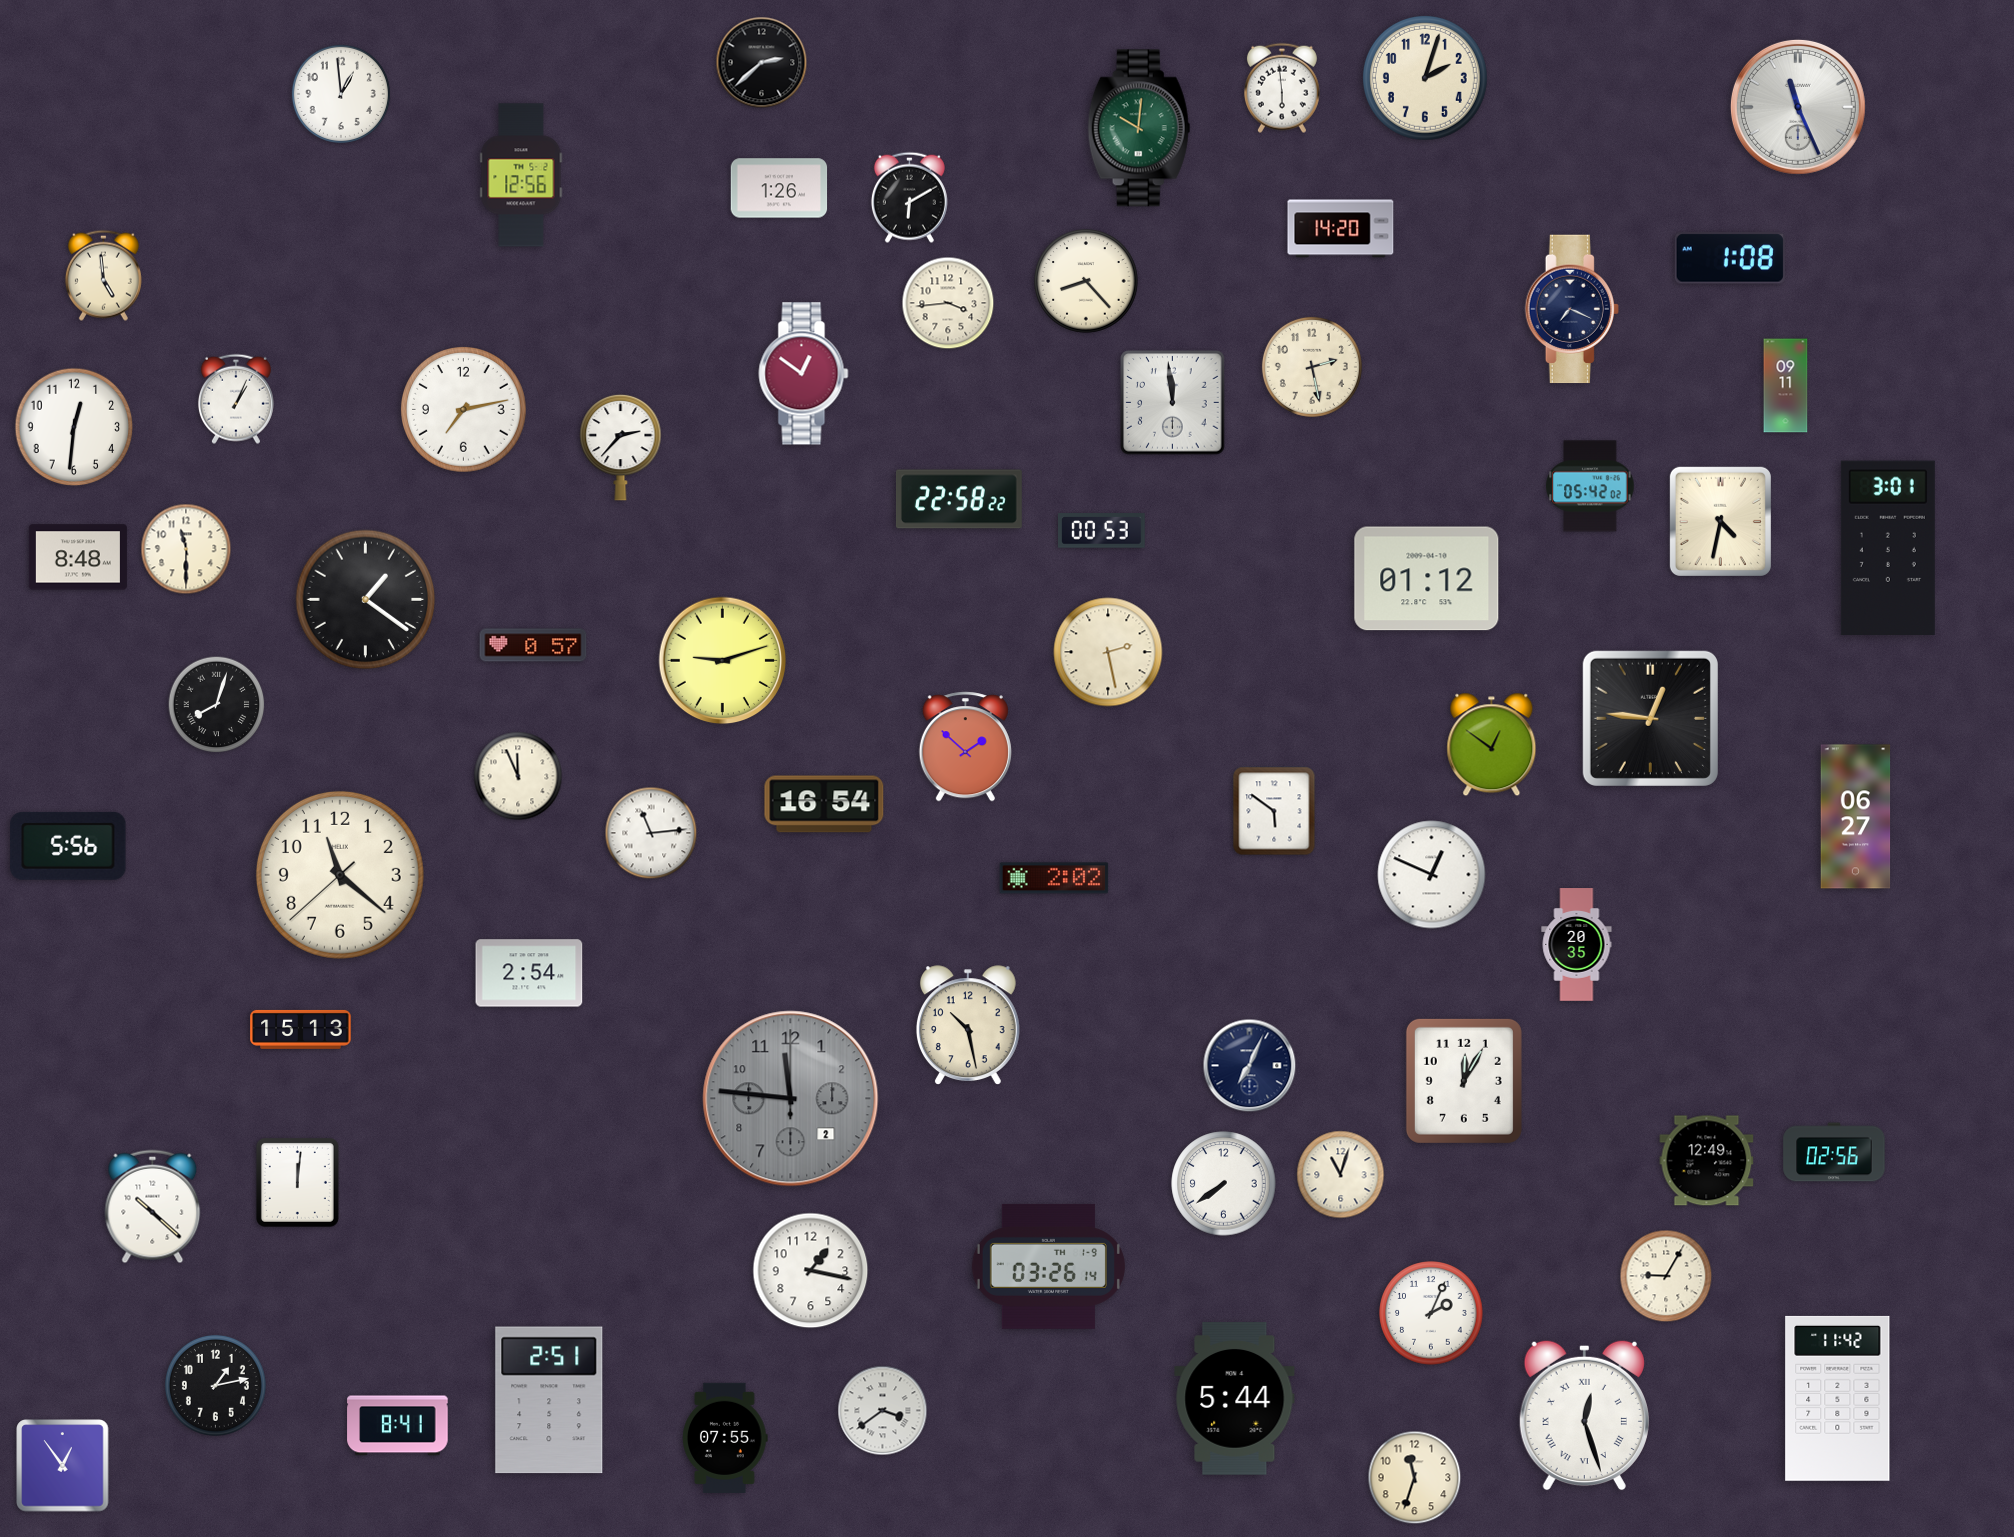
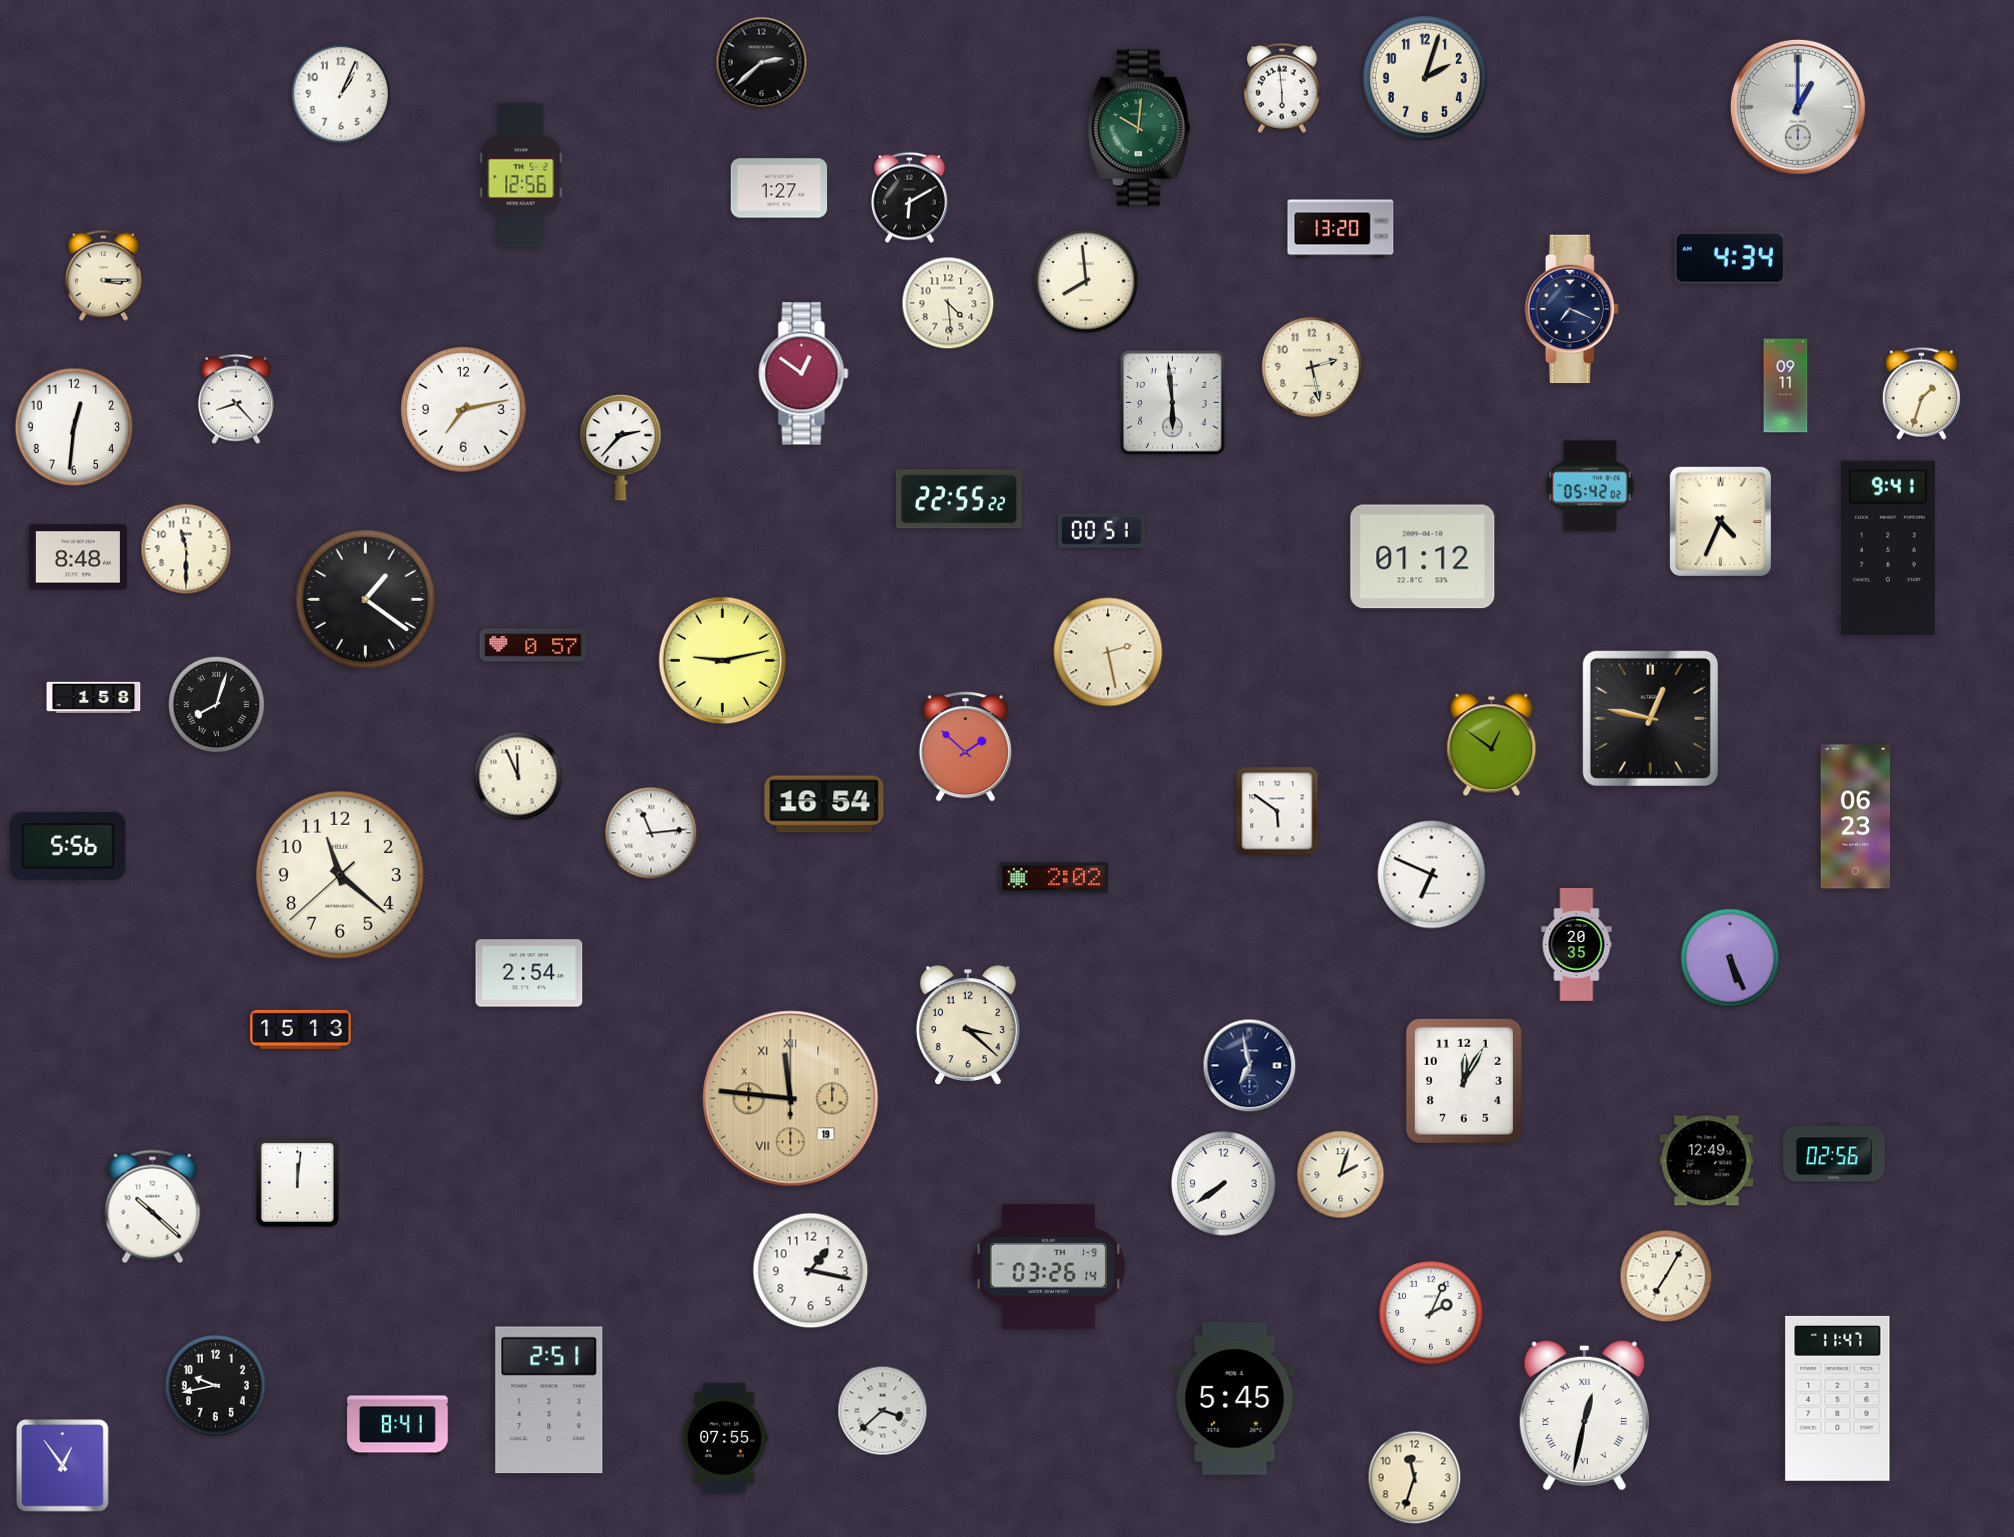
clock at (341, 94): 12:59 -> 1:04
clock at (1798, 107): 11:26 -> 1:00
clock at (779, 188): 1:26 -> 1:27
clock at (1341, 229): 14:20 -> 13:20
clock at (1730, 258): 1:08 -> 4:34
clock at (103, 275): 4:59 -> 3:15
clock at (1086, 281): 8:23 -> 7:59
clock at (948, 303): 3:44 -> 4:29
clock at (1921, 393): none -> 1:33
clock at (236, 399): 1:04 -> 8:23
clock at (1173, 403): 11:59 -> 5:59
clock at (959, 499): 22:58 -> 22:55
clock at (1720, 521): 4:32 -> 4:34
clock at (1102, 531): 00:53 -> 00:51
clock at (1888, 547): 3:01 -> 9:41
clock at (1427, 579) position: (1427, 579) -> (1423, 557)
clock at (723, 661): 9:12 -> 9:13
clock at (94, 698): none -> 1:58
clock at (1650, 718): 12:46 -> 12:47
clock at (1274, 811) position: (1274, 811) -> (1277, 811)
clock at (1856, 817): 06:27 -> 06:23
clock at (1432, 875): 12:49 -> 6:49
clock at (1730, 958): none -> 5:26
clock at (968, 1025): 10:28 -> 3:22
clock at (1250, 1066): 7:04 -> 6:58
clock at (791, 1099) date: 2 -> 19
clock at (791, 1099) dial: grey -> champagne
clock at (791, 1099) numerals: Arabic -> Roman
clock at (1341, 1175): 11:03 -> 2:03
clock at (1666, 1276): 9:05 -> 7:05
clock at (215, 1385): 1:13 -> 9:43
clock at (1838, 1398): 11:42 -> 11:47
clock at (1235, 1399): 5:44 -> 5:45
clock at (883, 1411): 3:39 -> 3:38
clock at (1584, 1415): 12:27 -> 12:32
